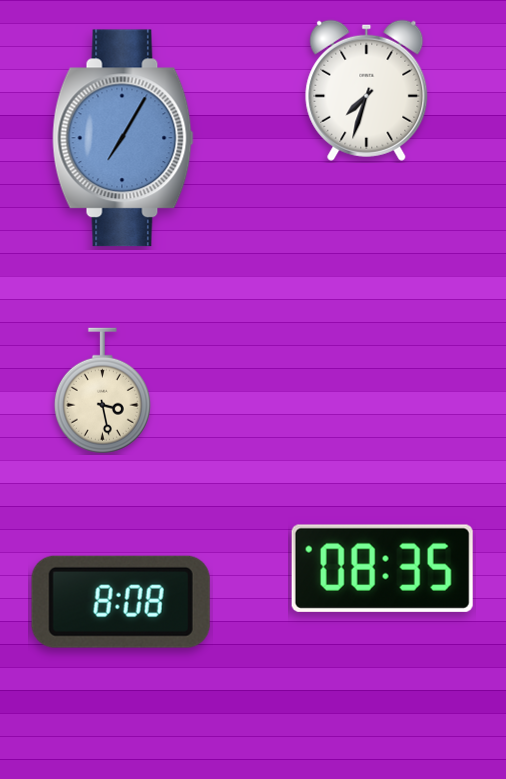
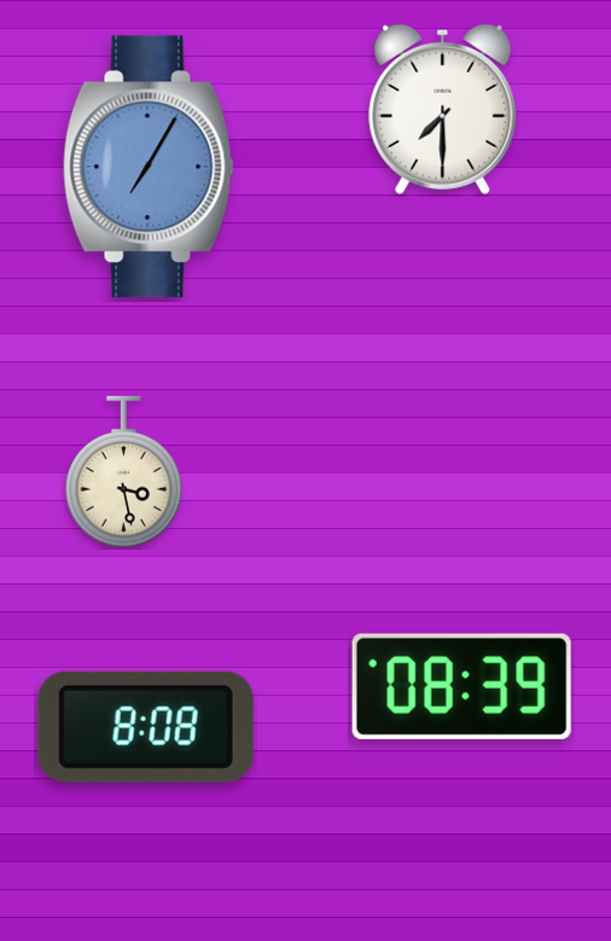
clock at (367, 90): 7:33 -> 7:30
clock at (382, 568): 08:35 -> 08:39
